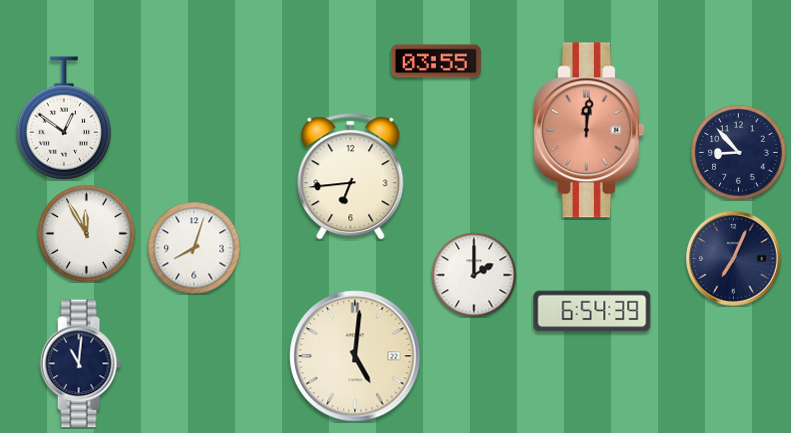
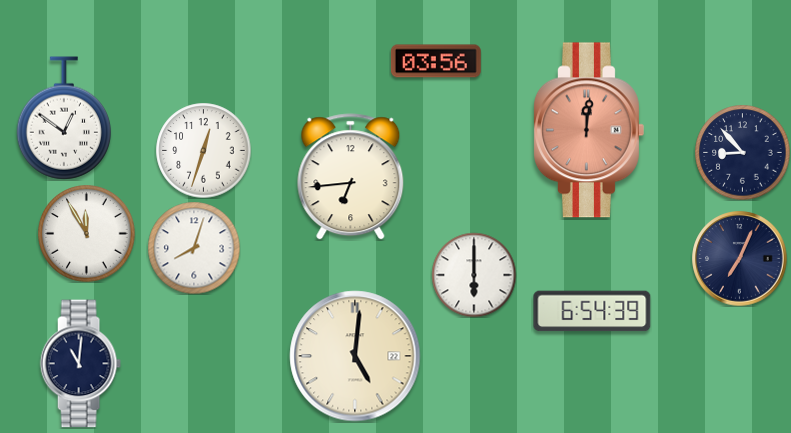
clock at (436, 61): 03:55 -> 03:56
clock at (203, 150): none -> 12:33
clock at (738, 152) position: (738, 152) -> (742, 152)
clock at (734, 259) position: (734, 259) -> (740, 259)
clock at (474, 275): 2:00 -> 6:00
